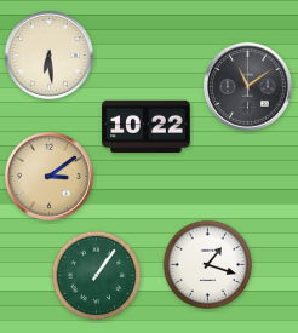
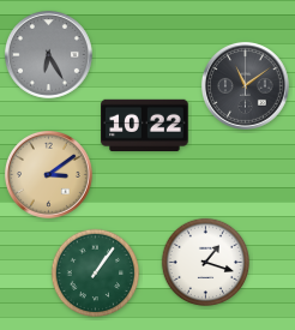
clock at (48, 54): 6:29 -> 6:25
clock at (48, 54) dial: cream -> grey
